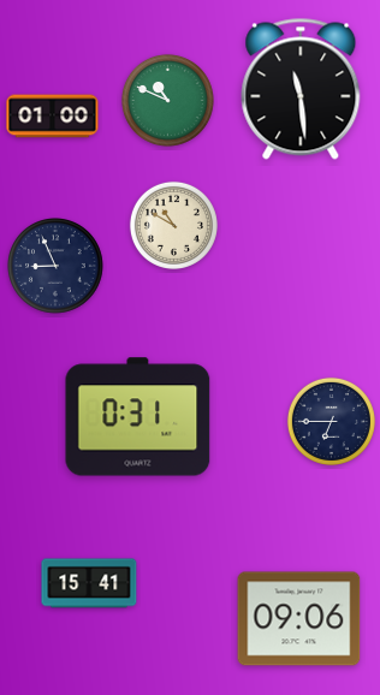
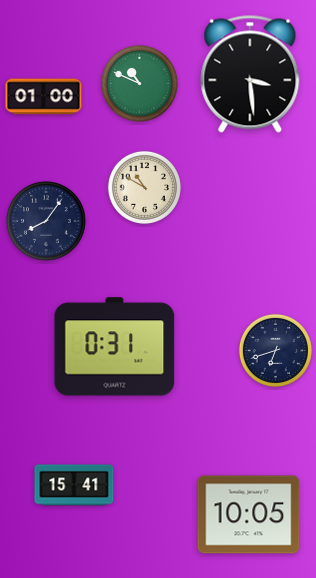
clock at (301, 89): 11:29 -> 3:29
clock at (57, 267): 8:56 -> 8:06
clock at (331, 421): 6:45 -> 6:42
clock at (299, 619): 09:06 -> 10:05
